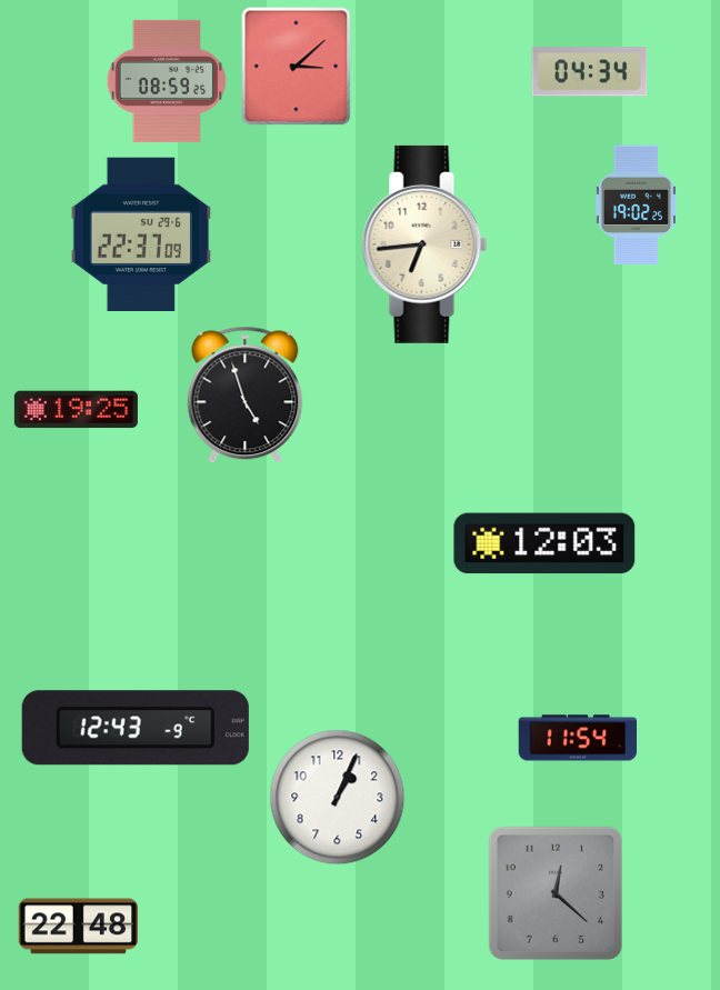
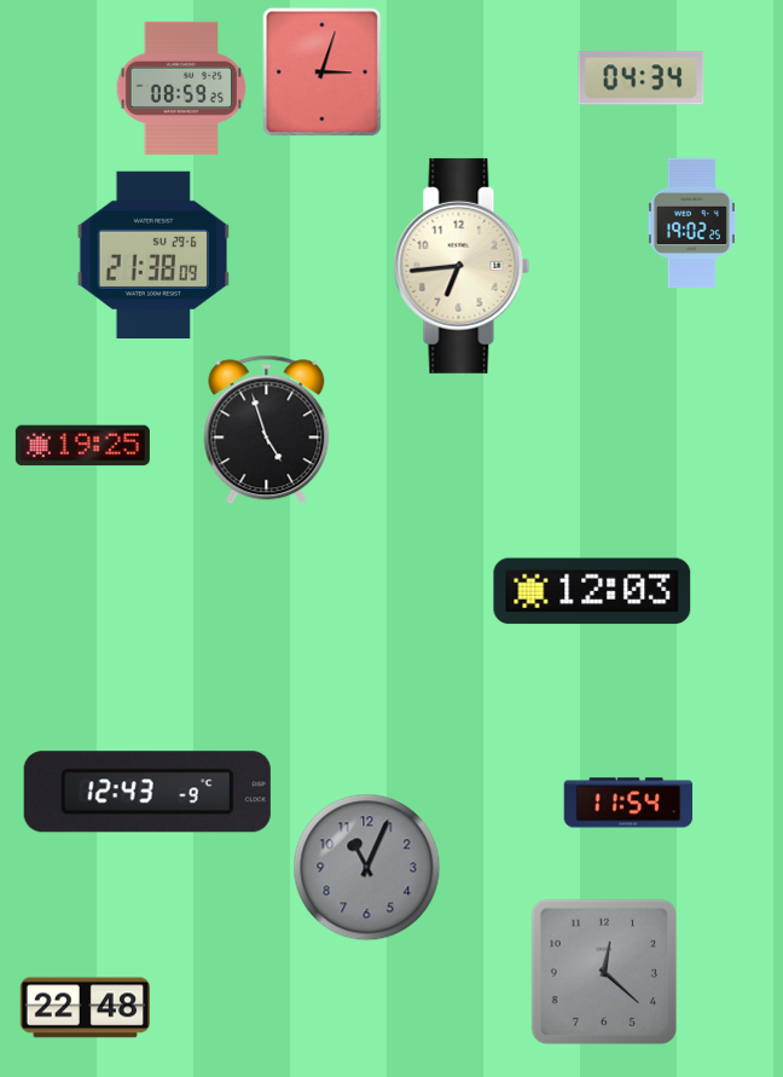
clock at (297, 67): 3:08 -> 3:03
clock at (141, 233): 22:37 -> 21:38
clock at (338, 798): 1:04 -> 11:04
clock at (338, 798) dial: white -> grey
